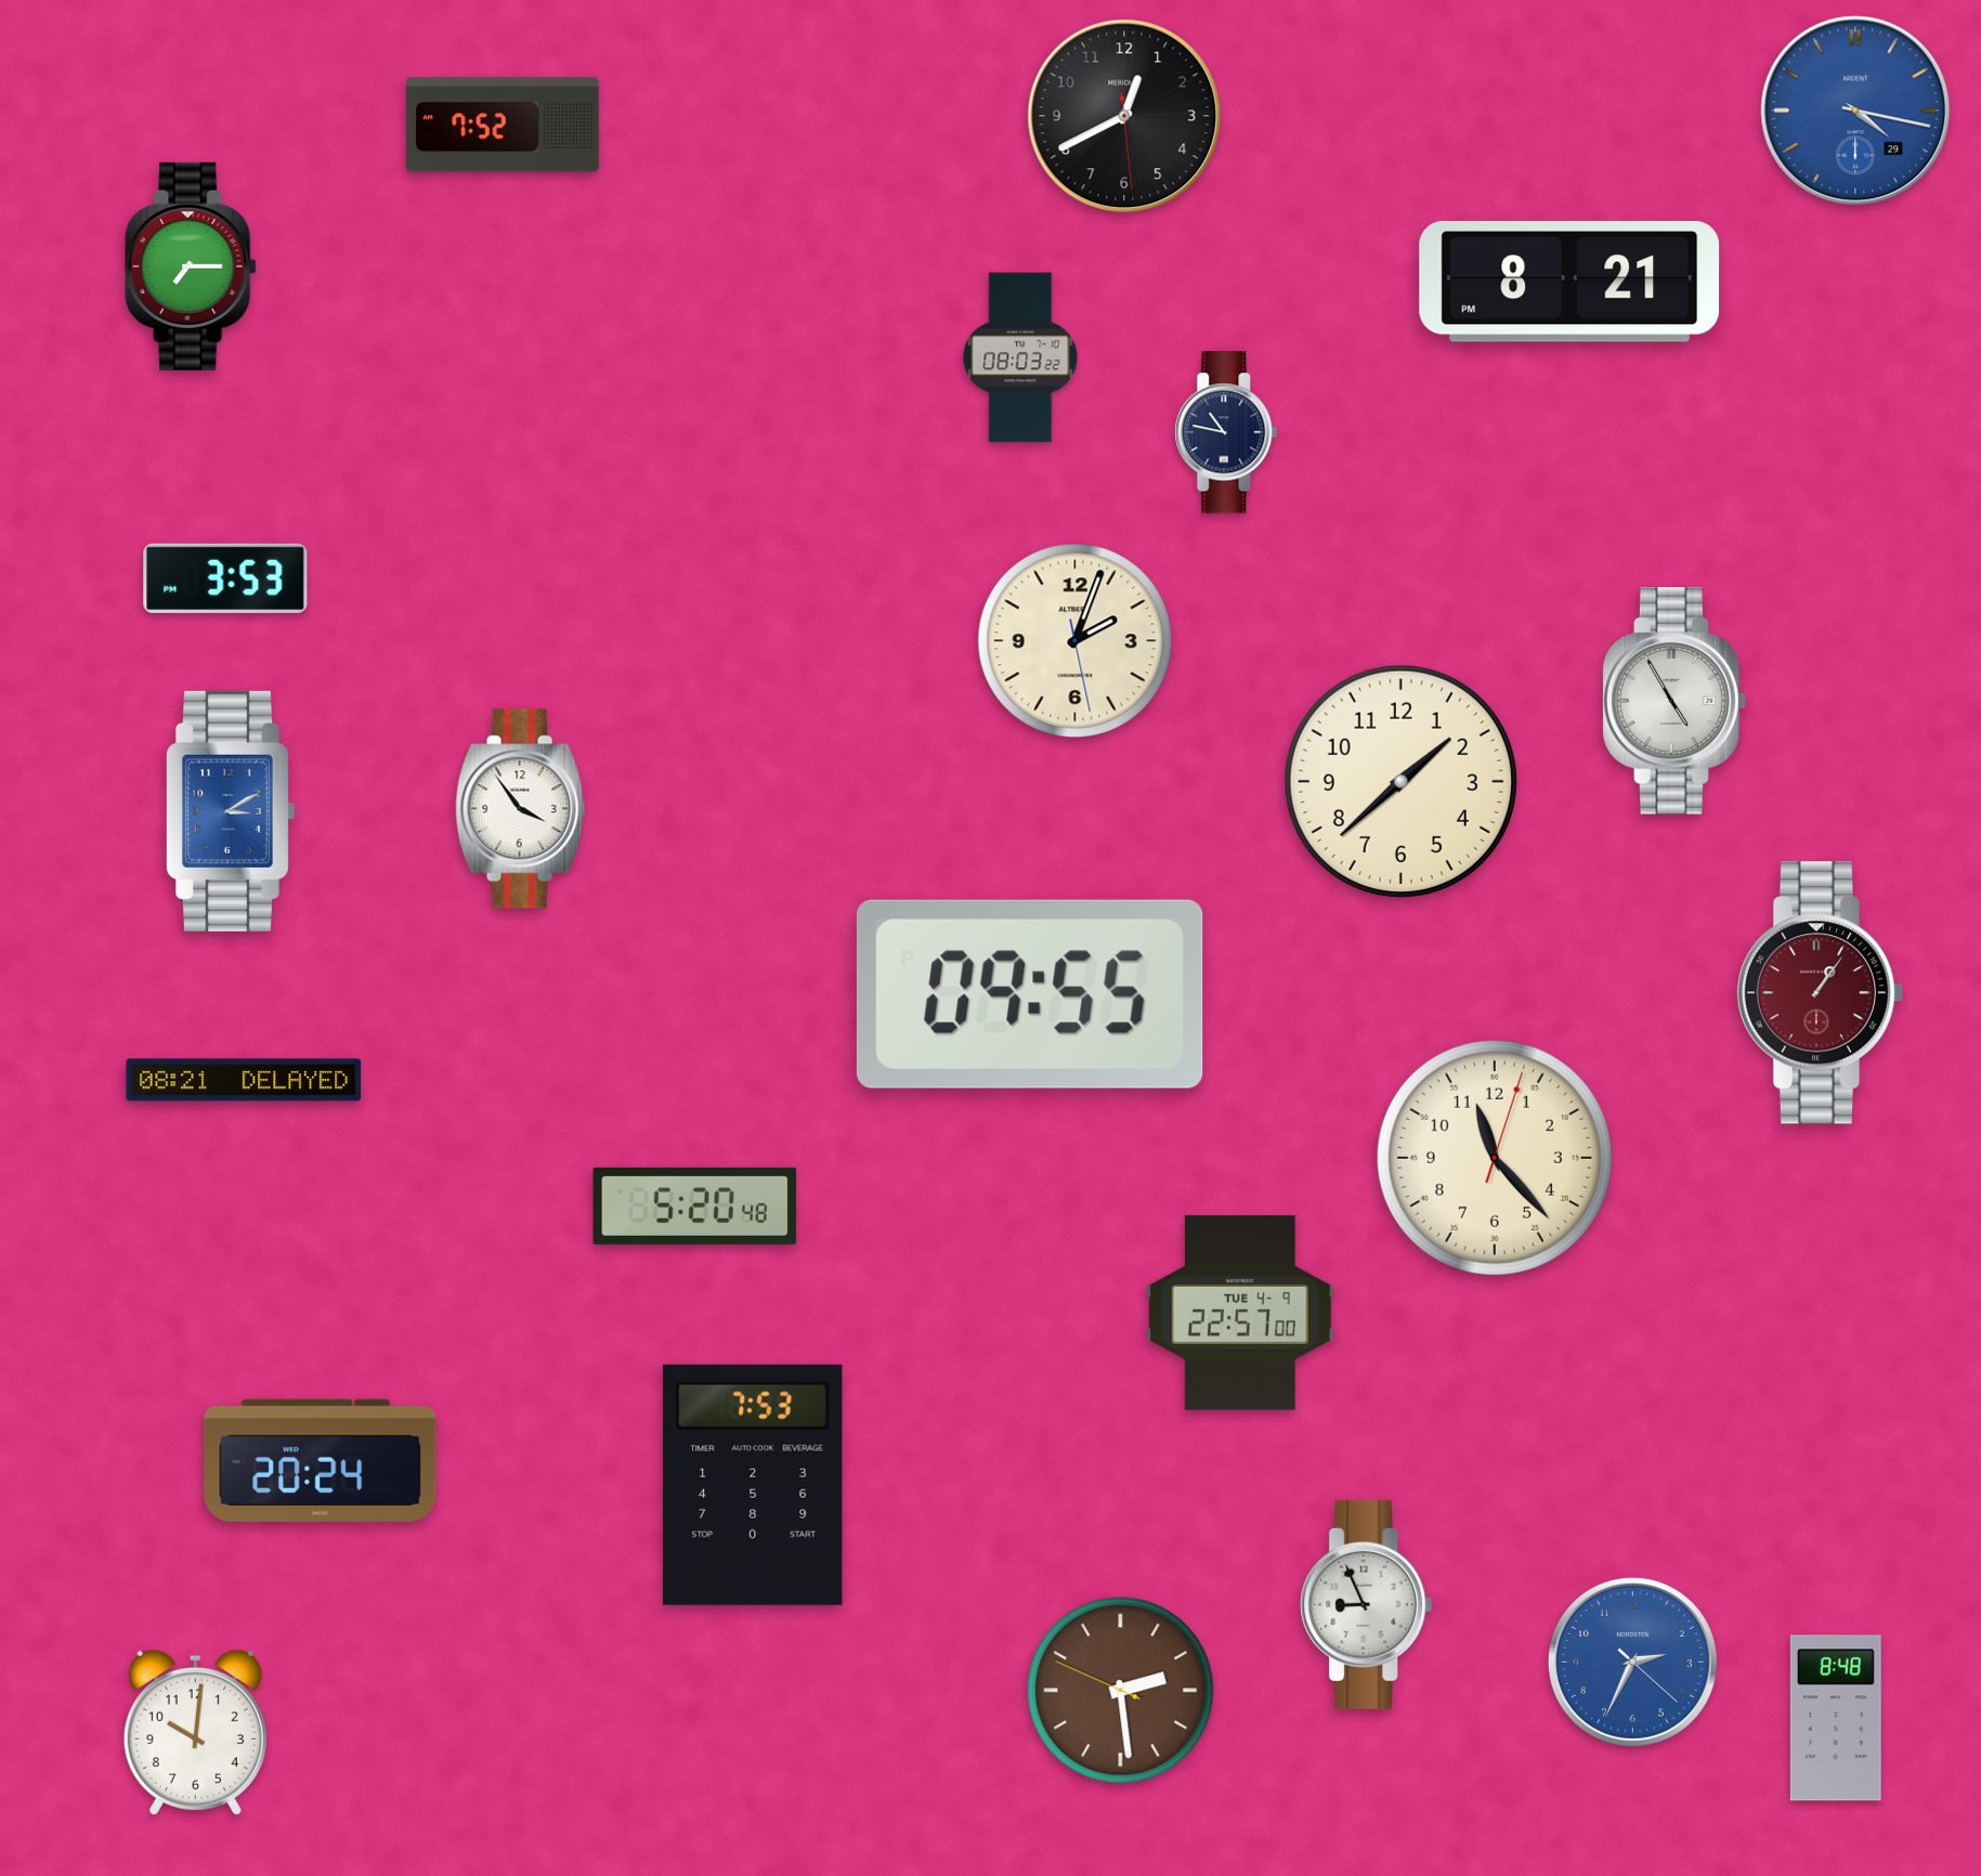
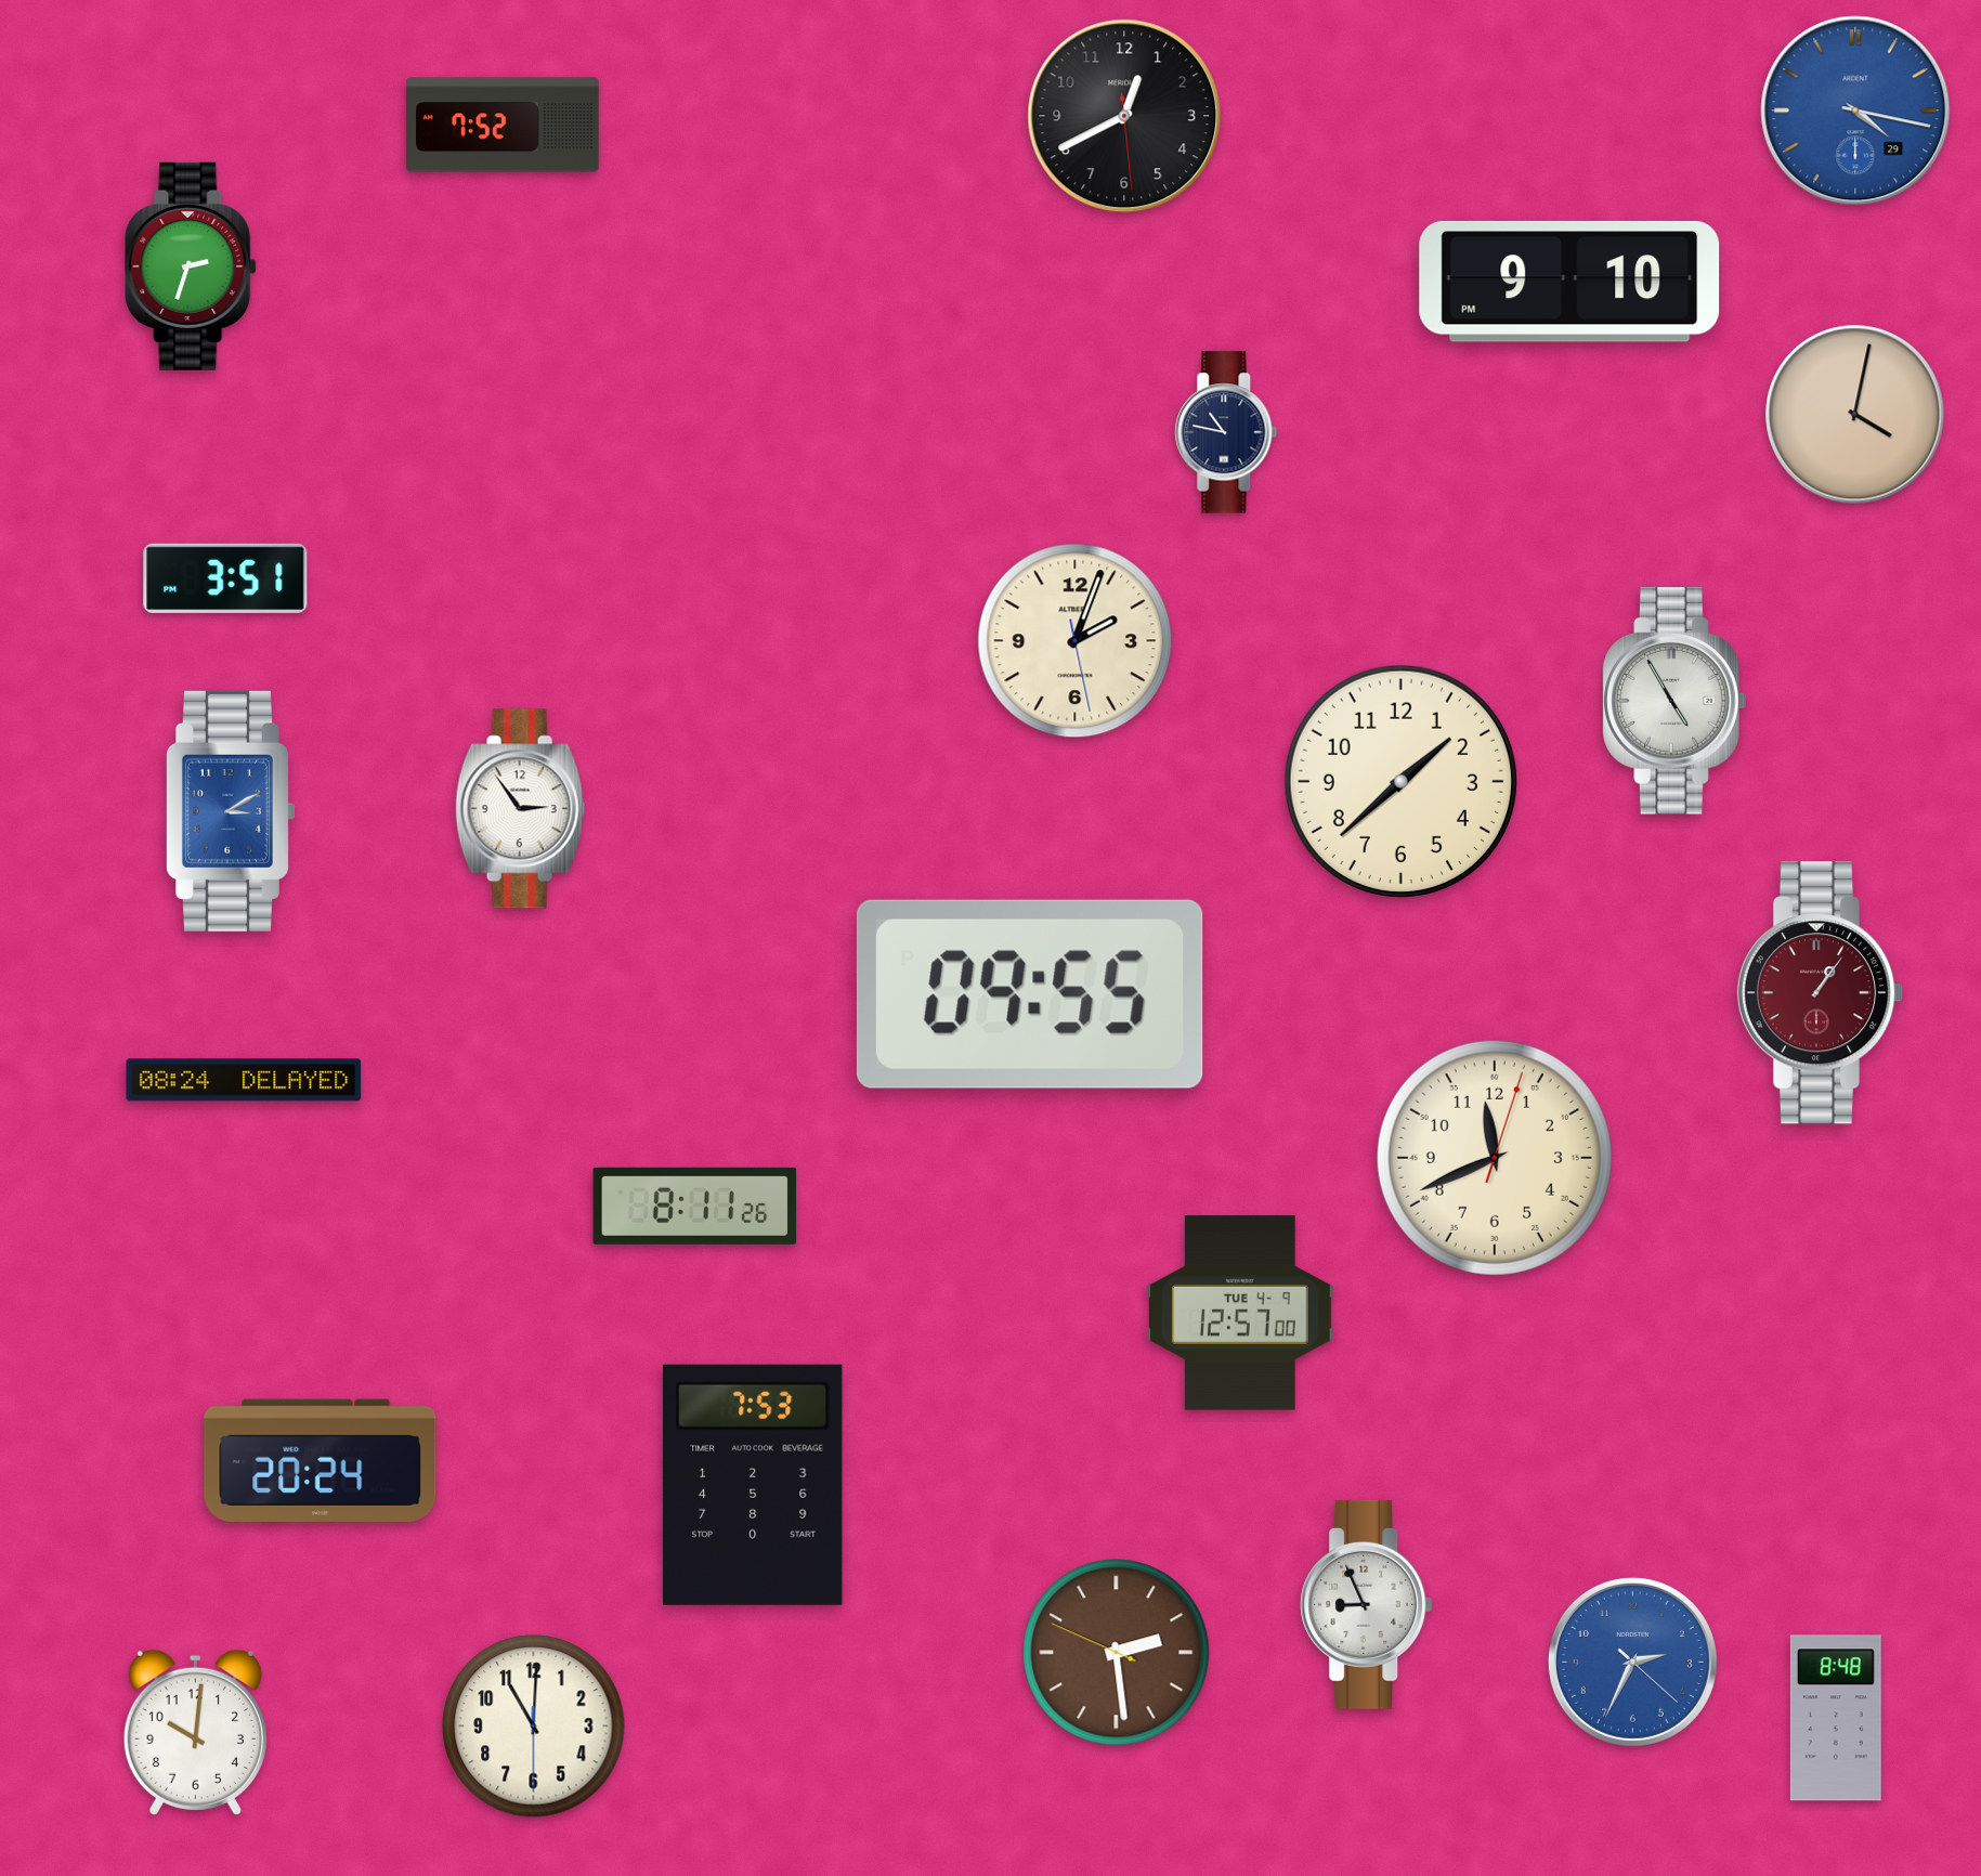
clock at (191, 266): 7:15 -> 2:33
clock at (1569, 282): 8:21 -> 9:10
clock at (1020, 357): 08:03 -> none
clock at (1855, 415): none -> 4:02
clock at (225, 578): 3:53 -> 3:51
clock at (521, 809): 3:54 -> 2:54
clock at (244, 1080): 08:21 -> 08:24
clock at (1495, 1158): 11:23 -> 11:41
clock at (695, 1206): 5:20 -> 8:11
clock at (1240, 1313): 22:57 -> 12:57
clock at (1121, 1691) position: (1121, 1691) -> (1117, 1653)
clock at (534, 1727): none -> 11:00
